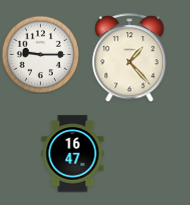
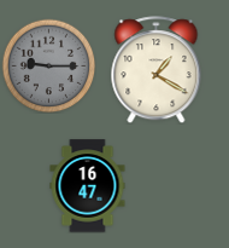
clock at (40, 54) dial: white -> grey
clock at (130, 58): 1:23 -> 1:20
